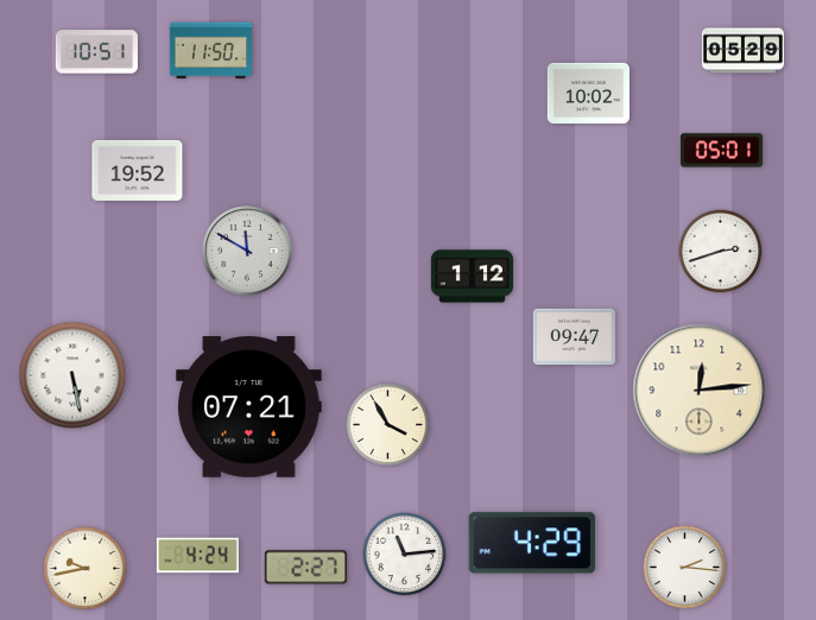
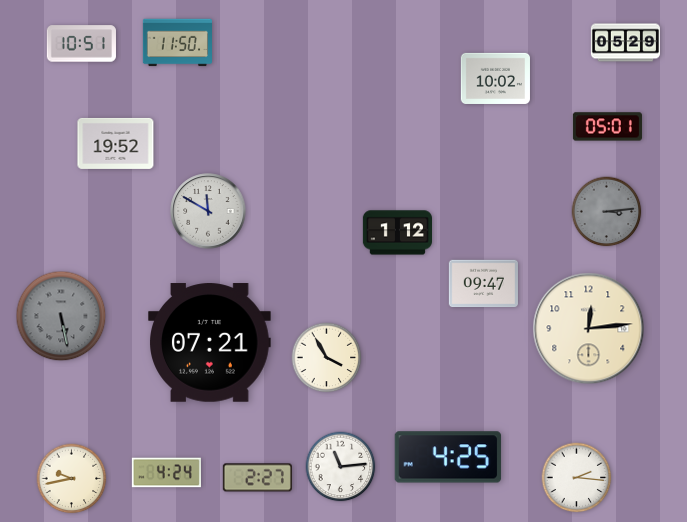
clock at (721, 252): 2:42 -> 3:14
clock at (721, 252) dial: white -> grey
clock at (72, 375) dial: white -> grey
clock at (532, 543): 4:29 -> 4:25
clock at (197, 556) position: (197, 556) -> (166, 473)
